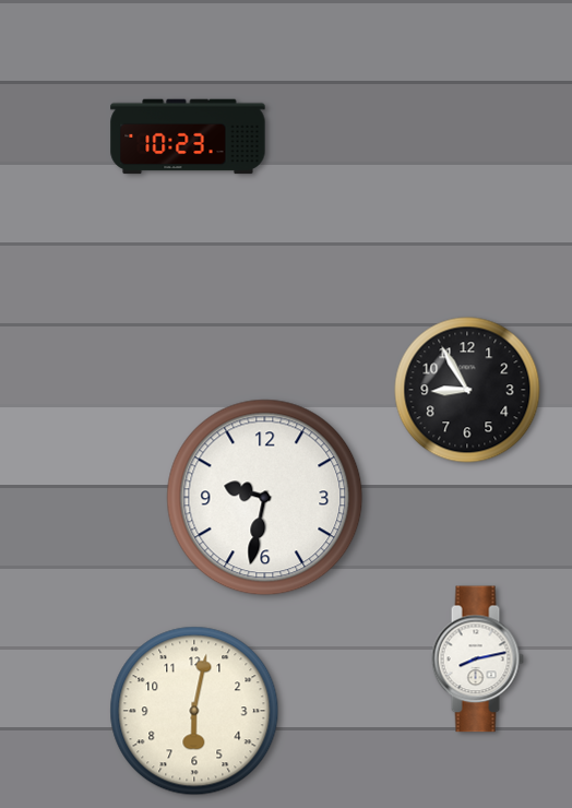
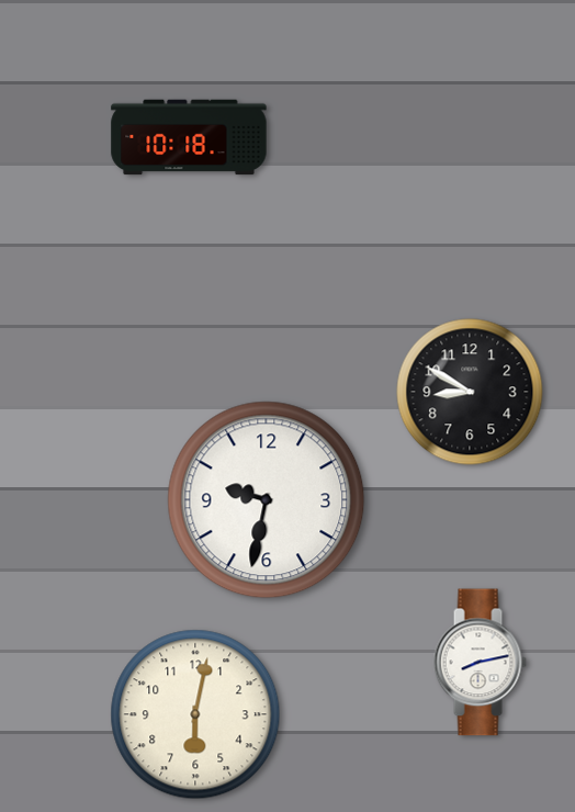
clock at (188, 136): 10:23 -> 10:18
clock at (467, 390): 8:55 -> 8:50
